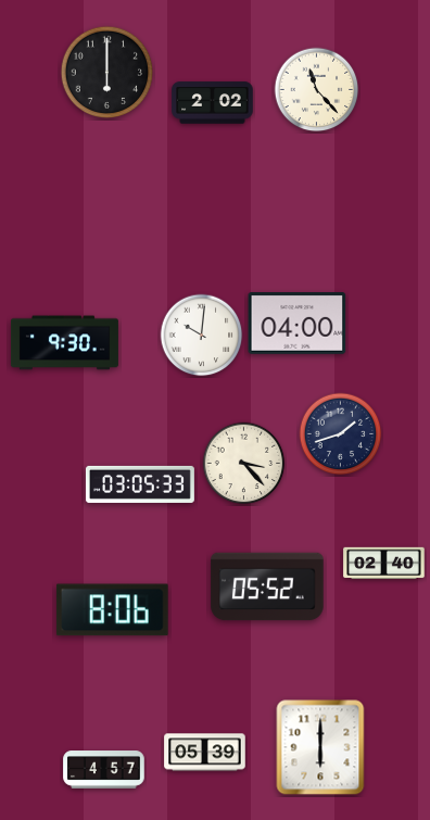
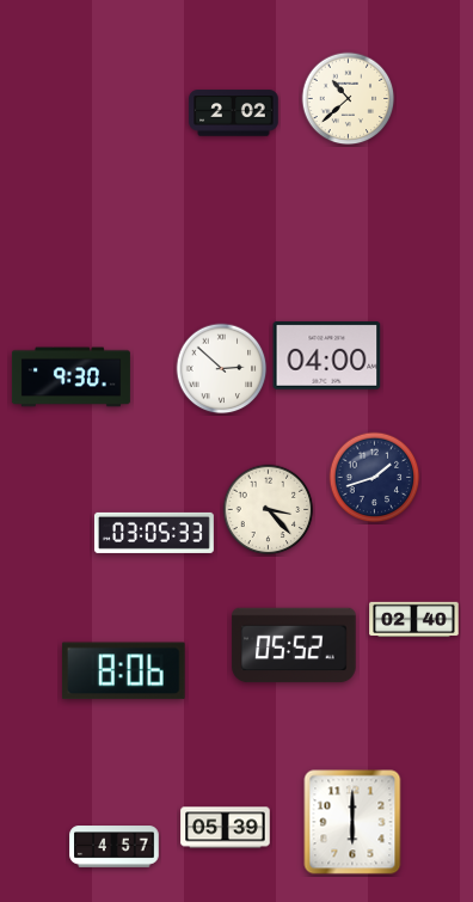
clock at (107, 73): 6:00 -> none
clock at (317, 90): 11:23 -> 10:38
clock at (202, 336): 10:01 -> 2:52
clock at (384, 564) position: (384, 564) -> (414, 620)
